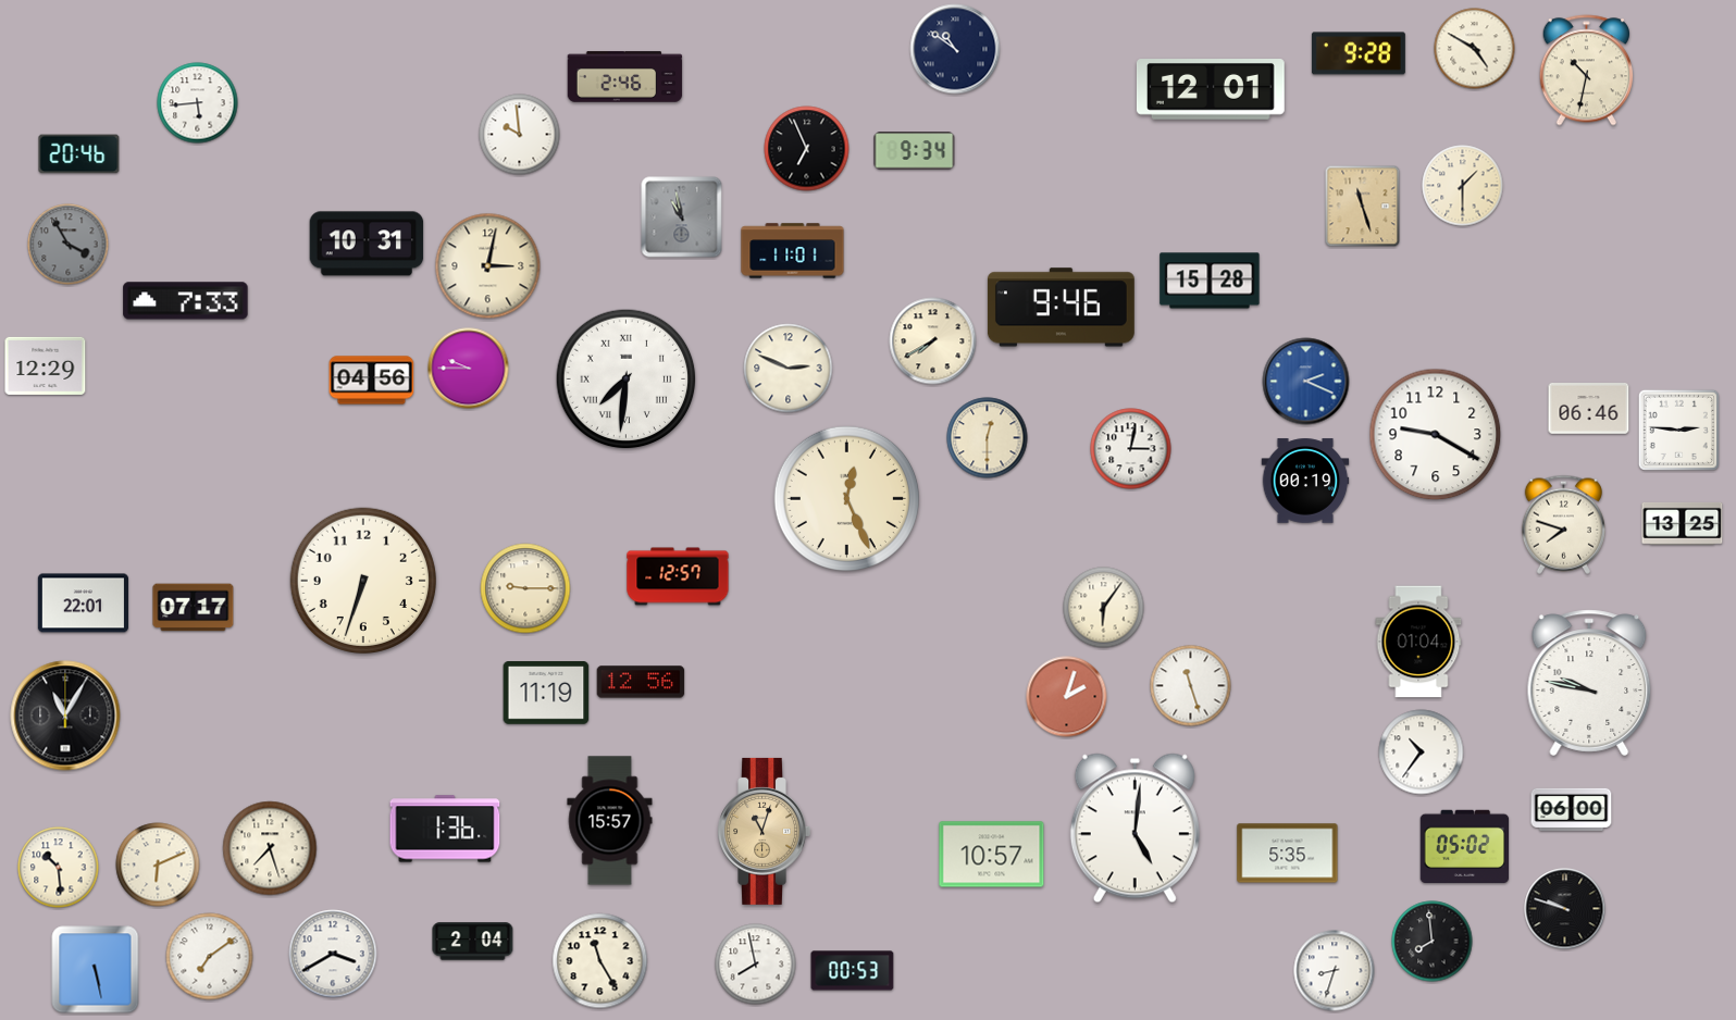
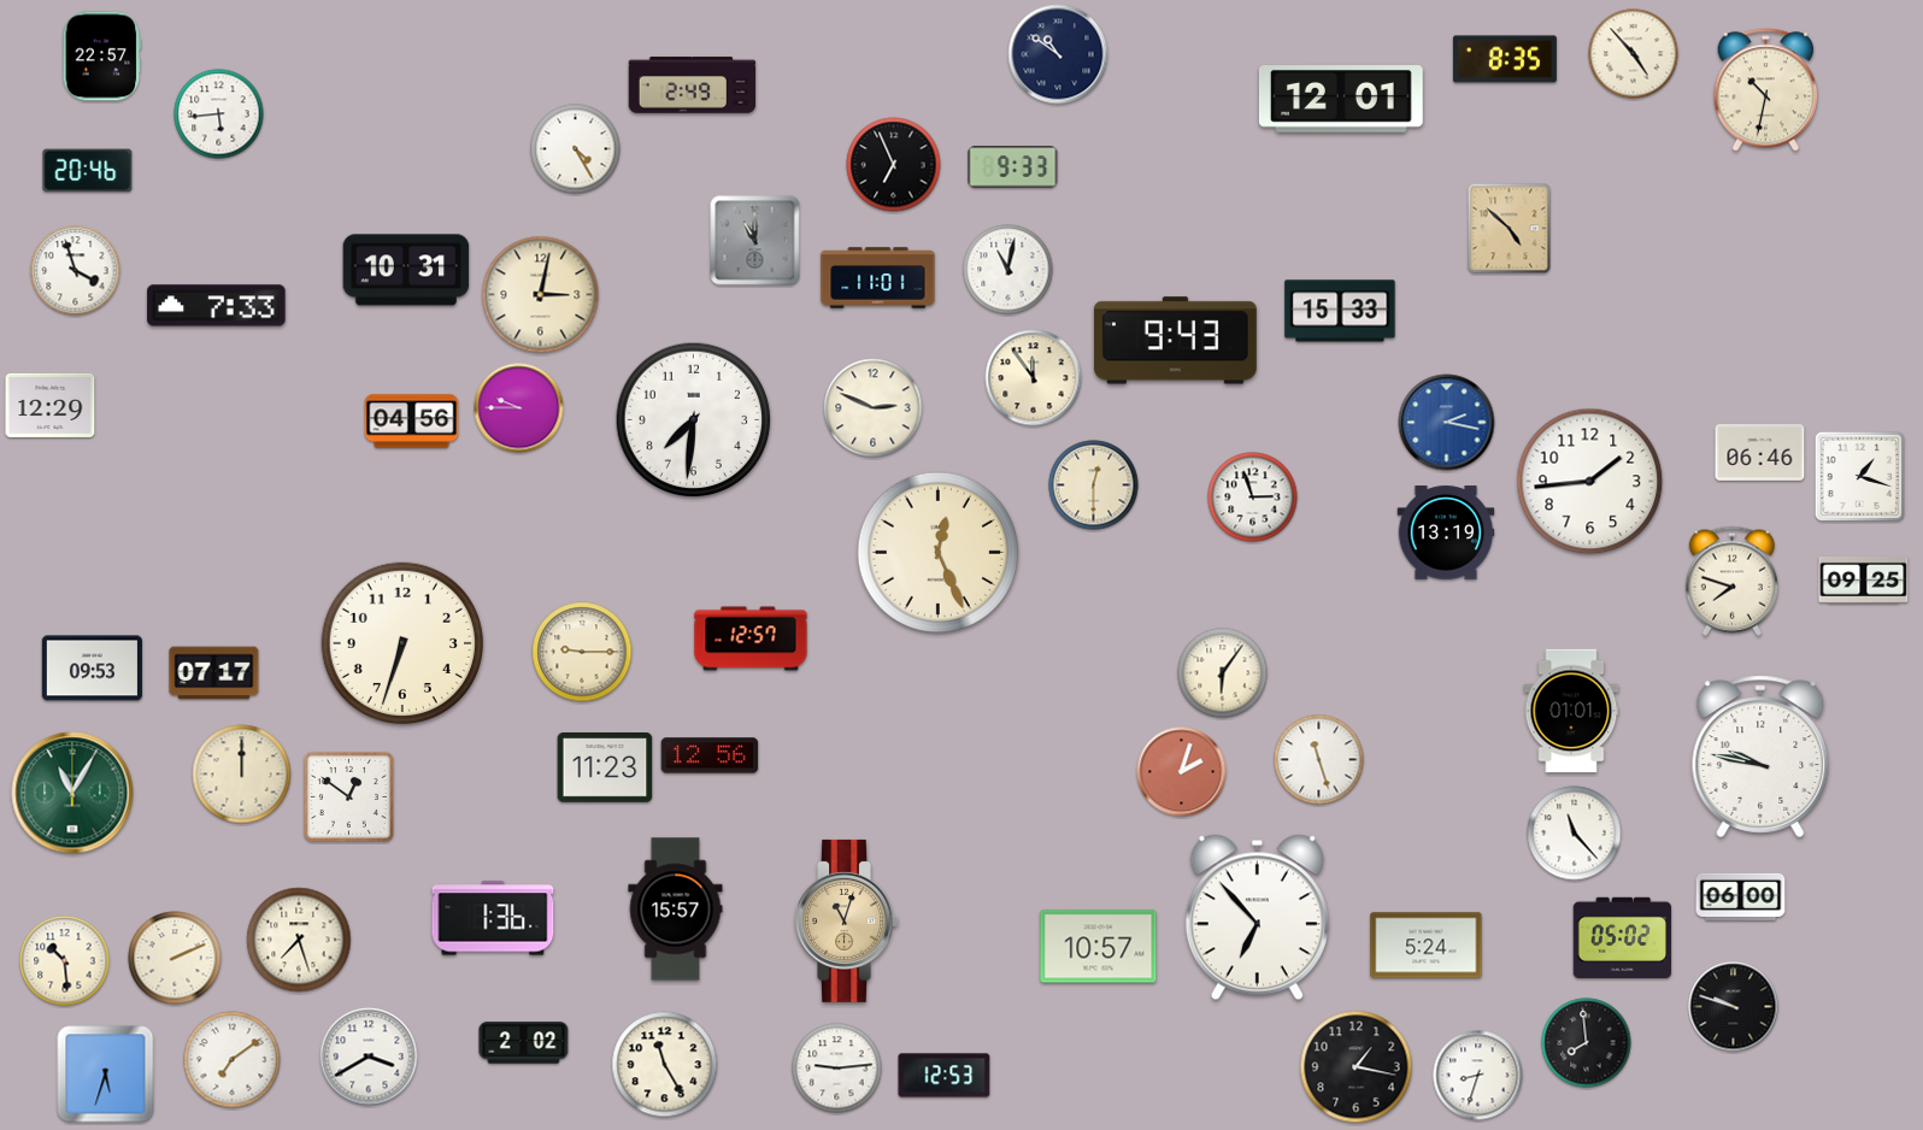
clock at (1475, 49): 4:50 -> 4:53
clock at (102, 57): none -> 22:57
clock at (1359, 53): 9:28 -> 8:35
clock at (1587, 71) position: (1587, 71) -> (1766, 90)
clock at (625, 77): 2:46 -> 2:49
clock at (520, 135): 9:59 -> 4:25
clock at (915, 151): 9:34 -> 9:33
clock at (1463, 186): 1:30 -> none
clock at (1363, 207): 11:27 -> 4:52
clock at (682, 217): 10:58 -> 11:00
clock at (1008, 270): none -> 11:02
clock at (69, 245): 3:55 -> 3:57
clock at (69, 245) dial: grey -> white
clock at (1210, 281): 15:28 -> 15:33
clock at (186, 301) position: (186, 301) -> (217, 306)
clock at (1061, 308): 9:46 -> 9:43
clock at (933, 341): 7:40 -> 11:54
clock at (627, 380) numerals: Roman -> Arabic
clock at (1306, 382): 2:19 -> 2:17
clock at (1678, 430): 2:46 -> 1:18
clock at (1436, 435): 9:20 -> 1:44
clock at (1131, 449): 3:02 -> 2:57
clock at (1305, 481): 00:19 -> 13:19
clock at (1683, 523): 13:25 -> 09:25
clock at (83, 604): 22:01 -> 09:53
clock at (1418, 642): 01:04 -> 01:01
clock at (546, 694): 11:19 -> 11:23
clock at (242, 775): none -> 12:00
clock at (65, 716) dial: black -> green
clock at (348, 796): none -> 12:51
clock at (1422, 752): 10:36 -> 11:23
clock at (1134, 829): 5:01 -> 6:53
clock at (1288, 854): 5:35 -> 5:24
clock at (158, 864): 6:11 -> 2:11
clock at (473, 942): 2:04 -> 2:02
clock at (1357, 1067): none -> 1:17
clock at (756, 965): 7:58 -> 9:14
clock at (96, 970): 5:28 -> 5:33
clock at (853, 971): 00:53 -> 12:53
